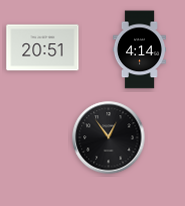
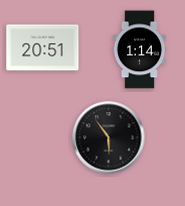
clock at (139, 50): 4:14 -> 1:14
clock at (109, 138): 12:54 -> 5:54
